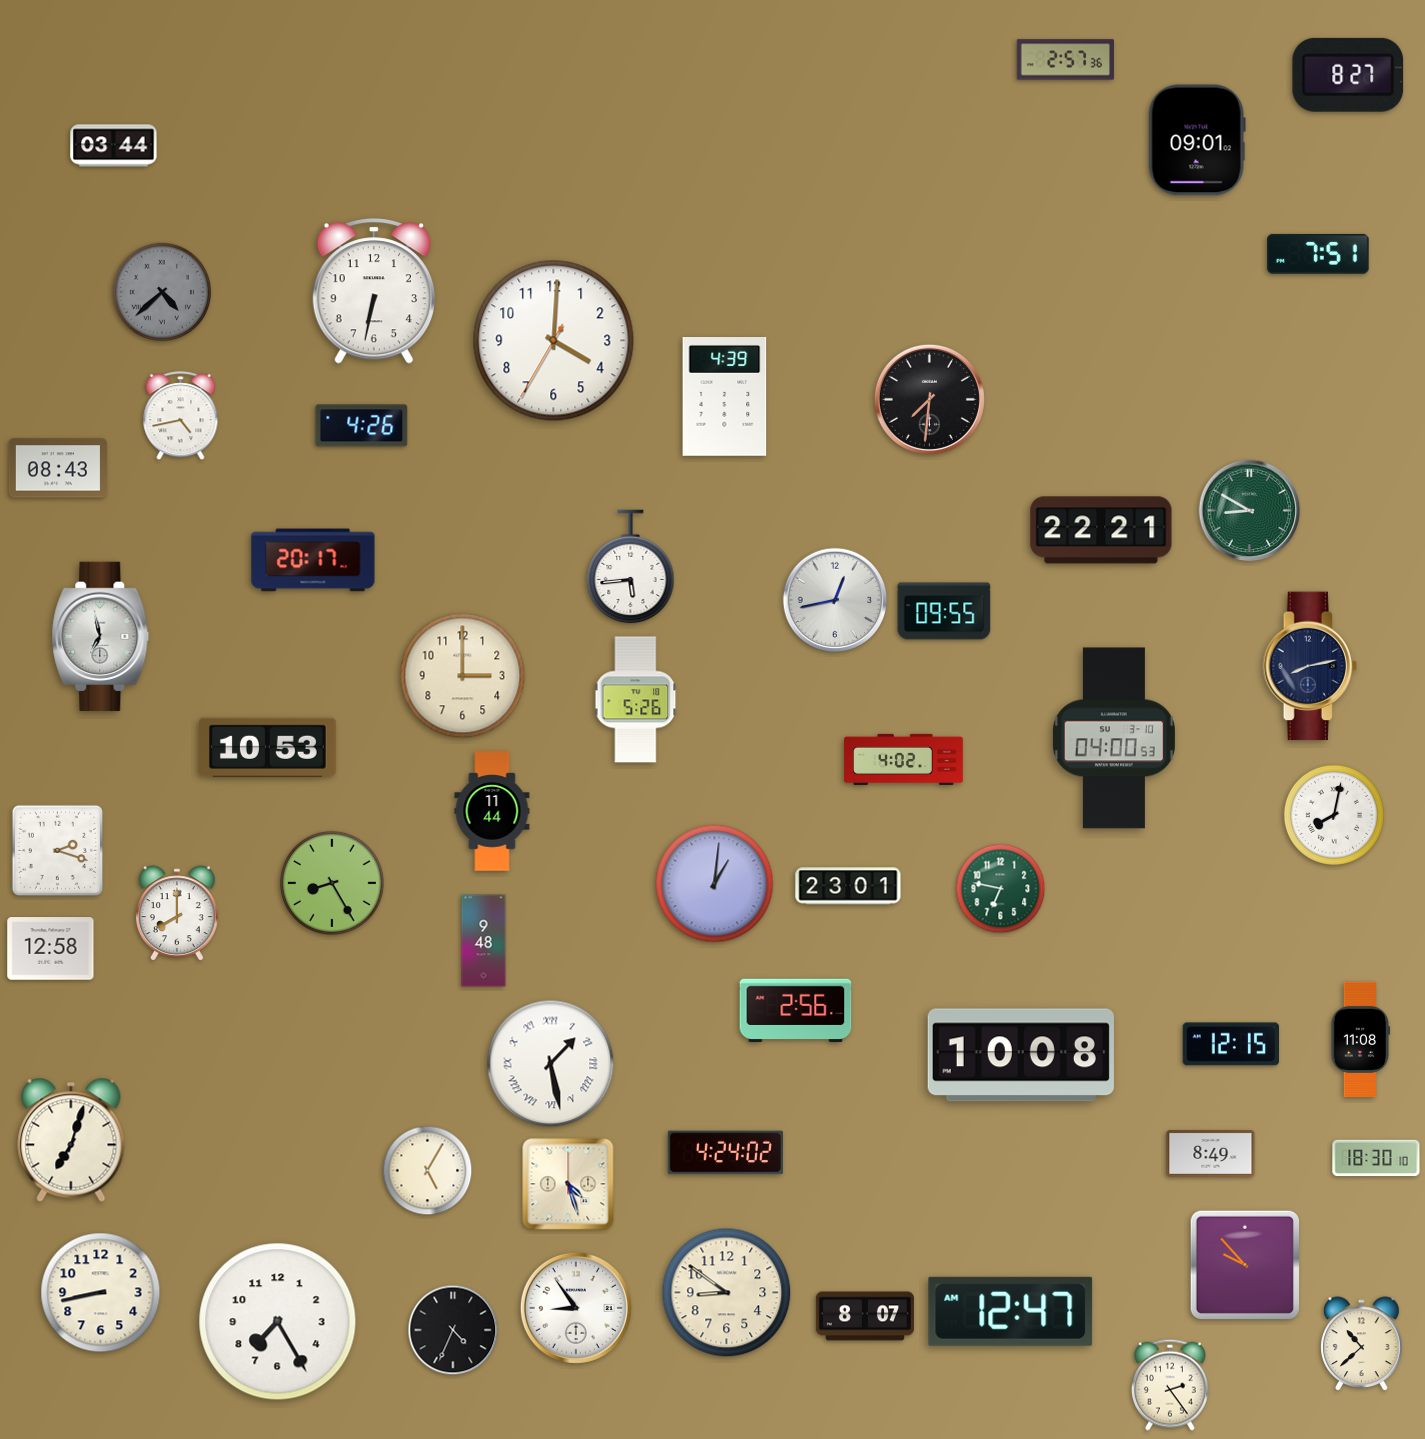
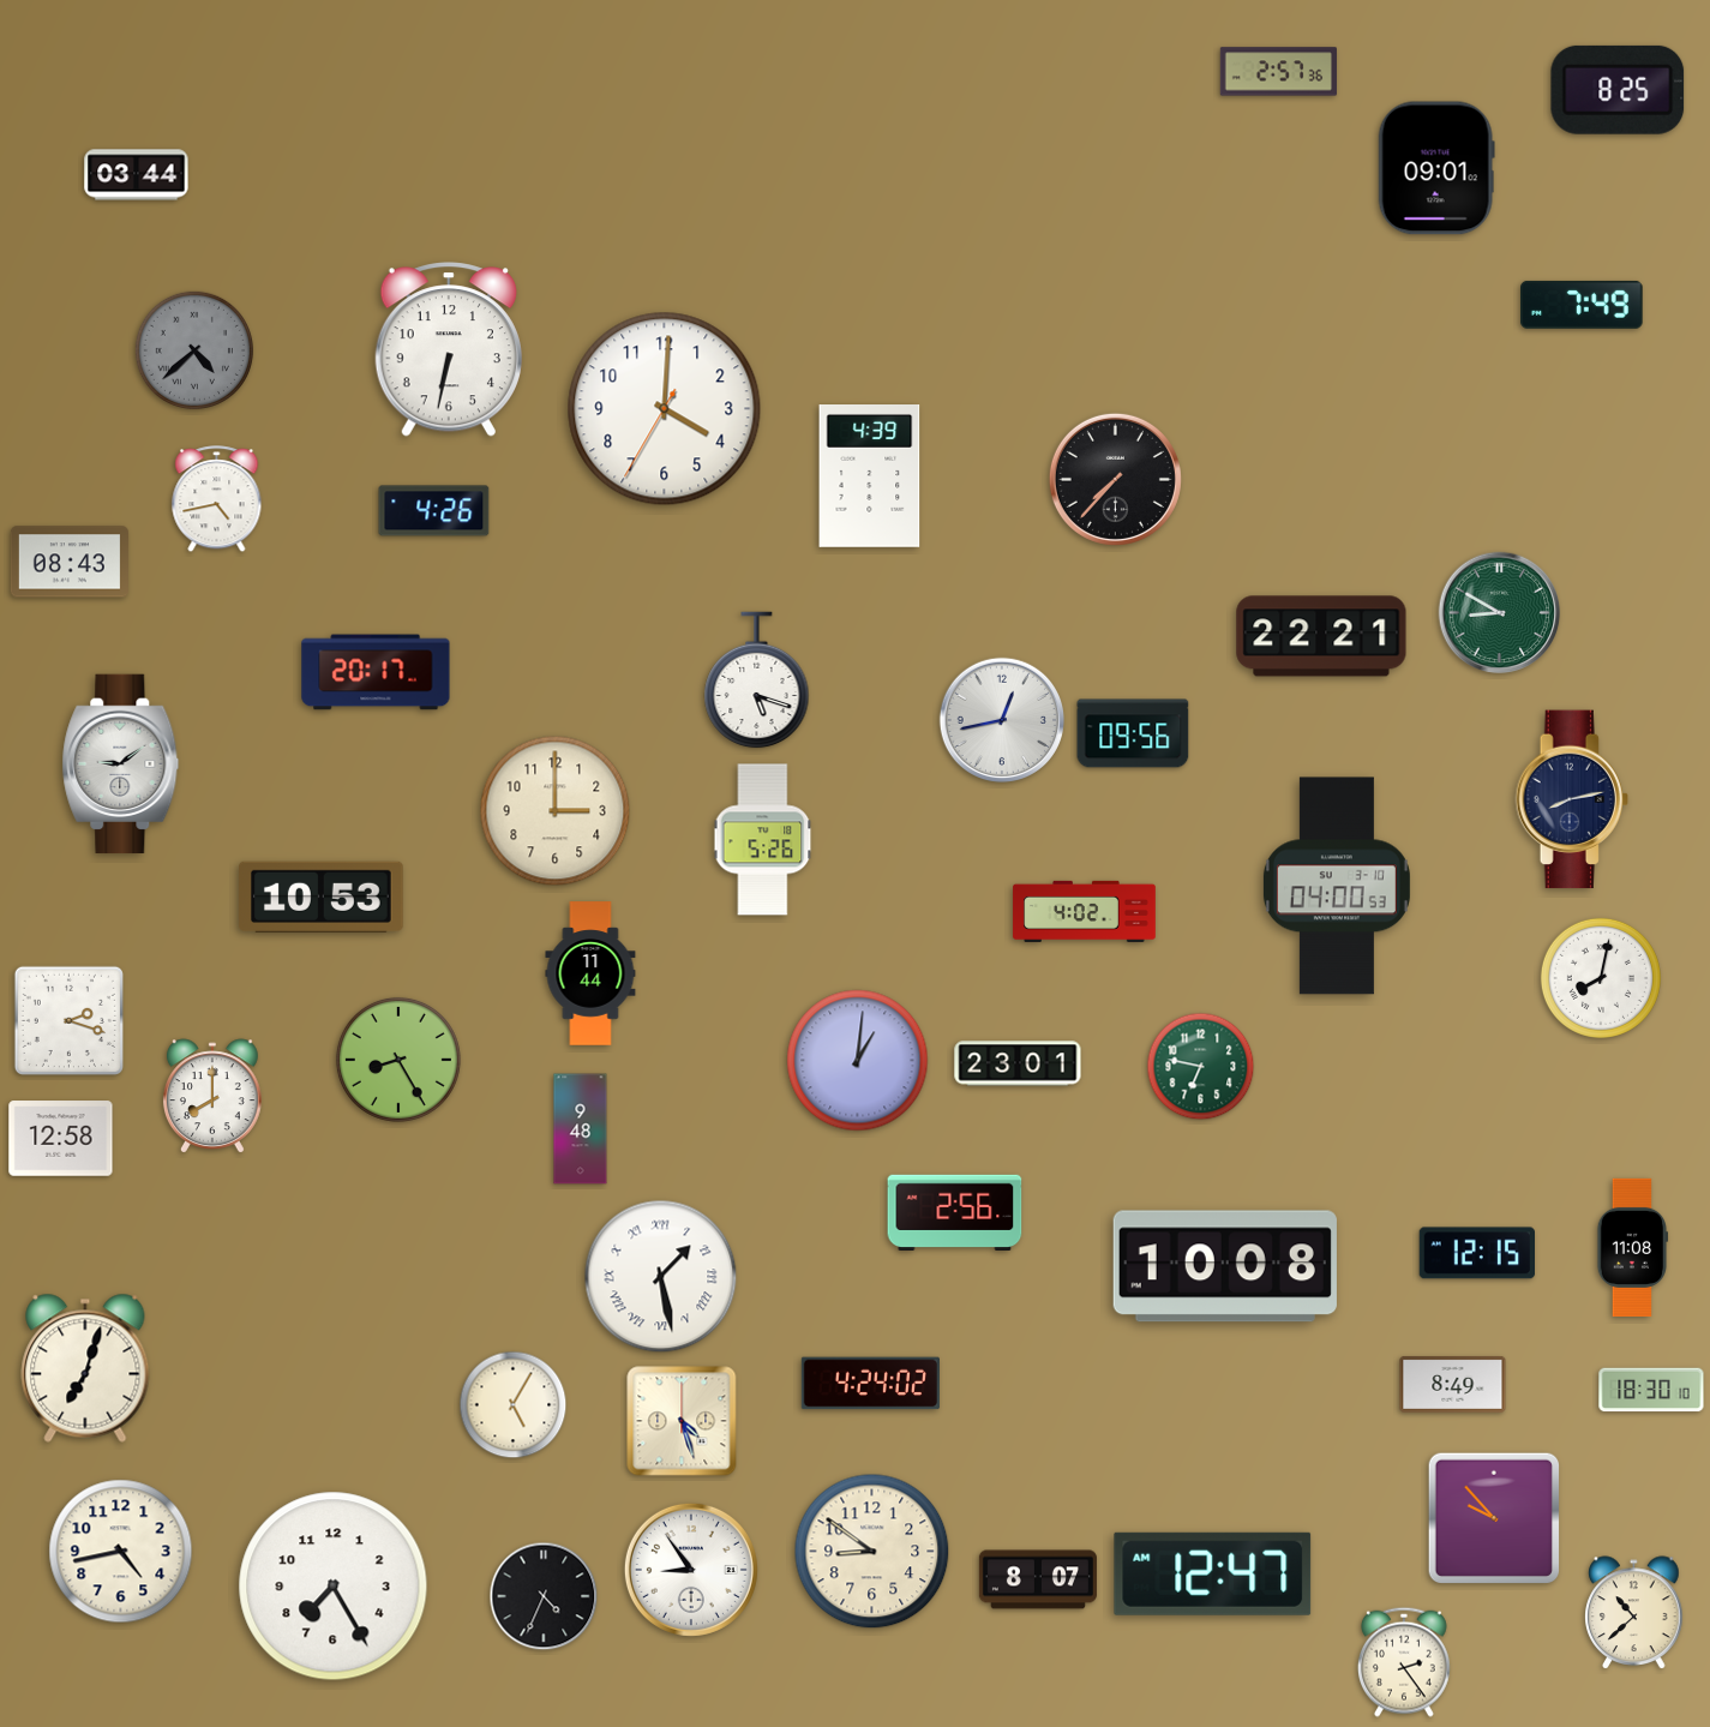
clock at (1348, 75): 8:27 -> 8:25
clock at (1319, 254): 7:51 -> 7:49
clock at (929, 399): 7:31 -> 7:37
clock at (631, 567): 5:44 -> 5:18
clock at (944, 611): 09:55 -> 09:56
clock at (101, 637): 6:58 -> 9:09
clock at (101, 1293): 8:43 -> 4:43
